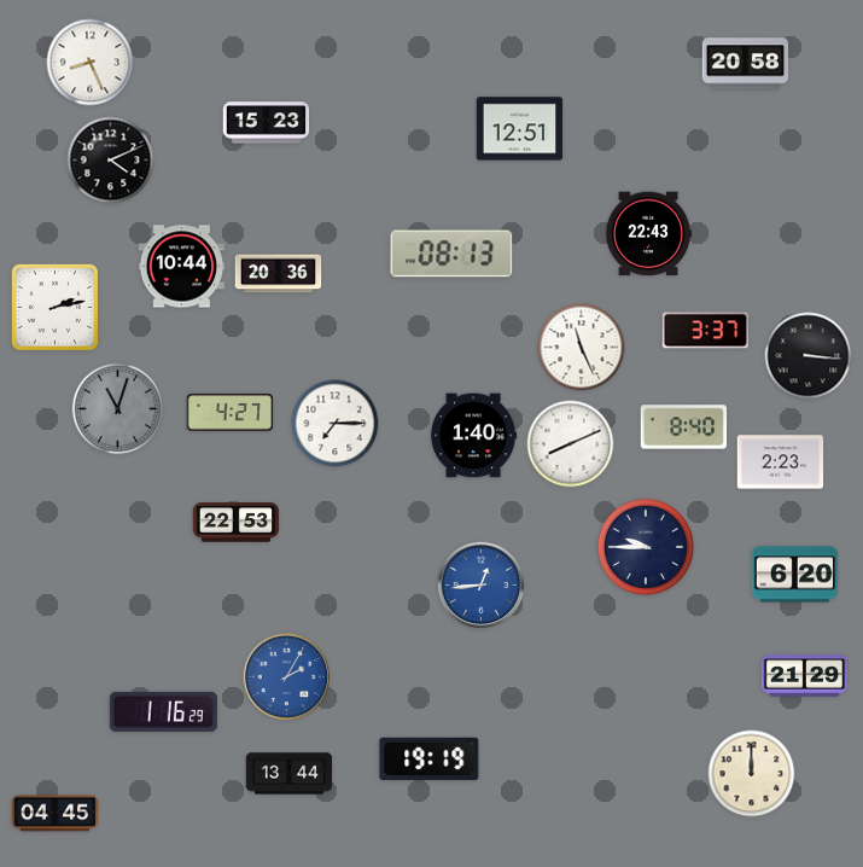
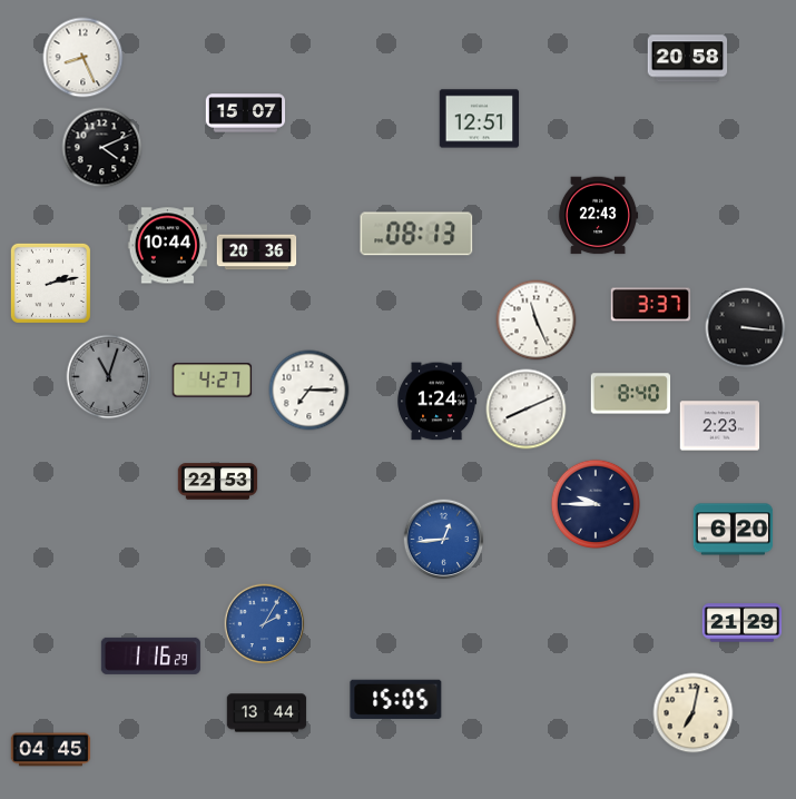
clock at (267, 123): 15:23 -> 15:07
clock at (474, 436): 1:40 -> 1:24
clock at (430, 758): 19:19 -> 15:05
clock at (752, 774): 12:00 -> 7:02
